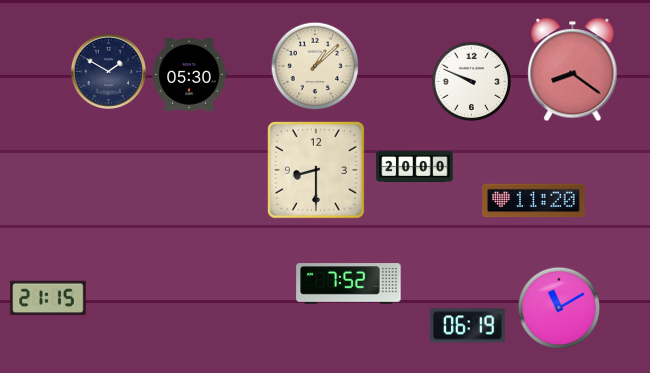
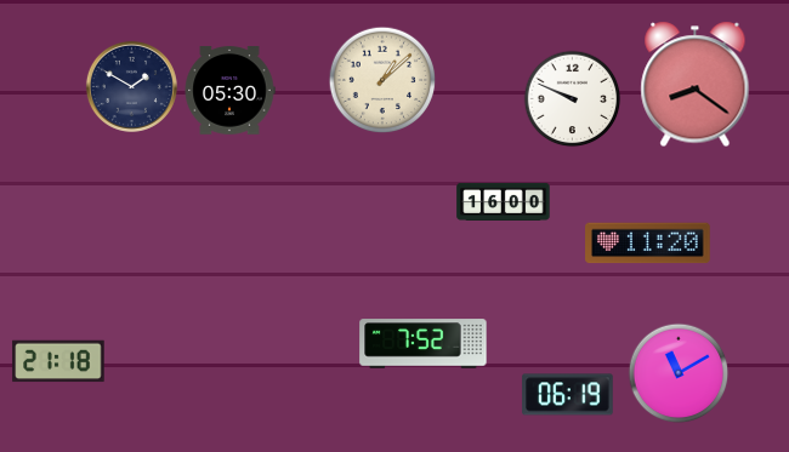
clock at (415, 166): 20:00 -> 16:00
clock at (316, 170): 8:30 -> none
clock at (48, 298): 21:15 -> 21:18
